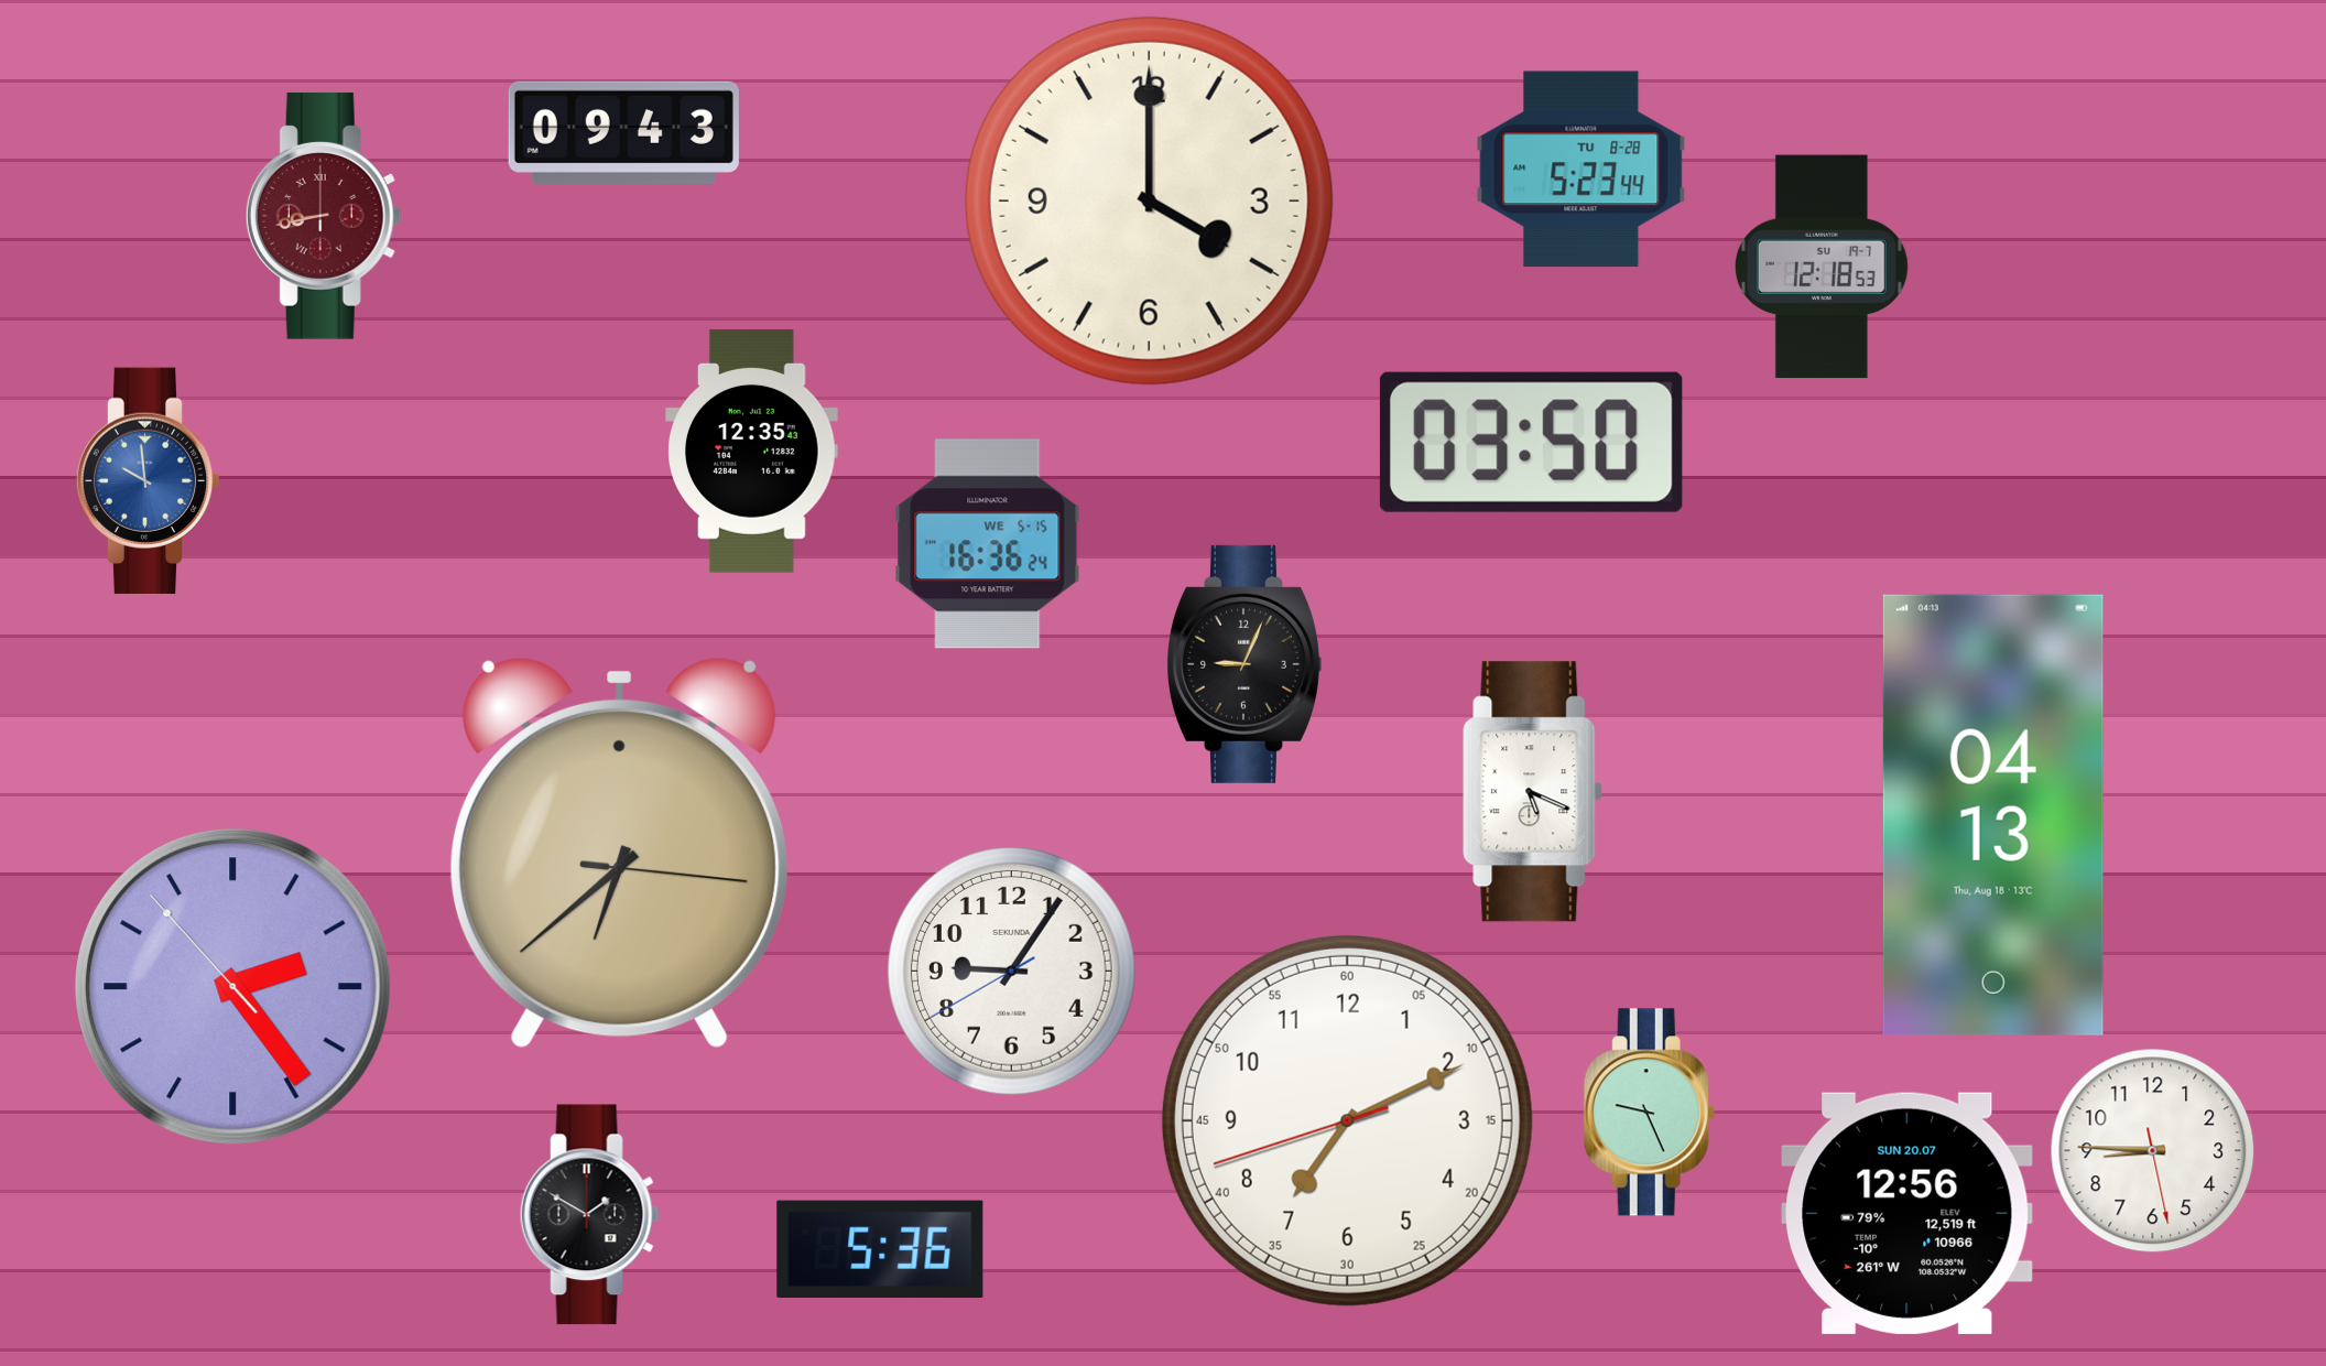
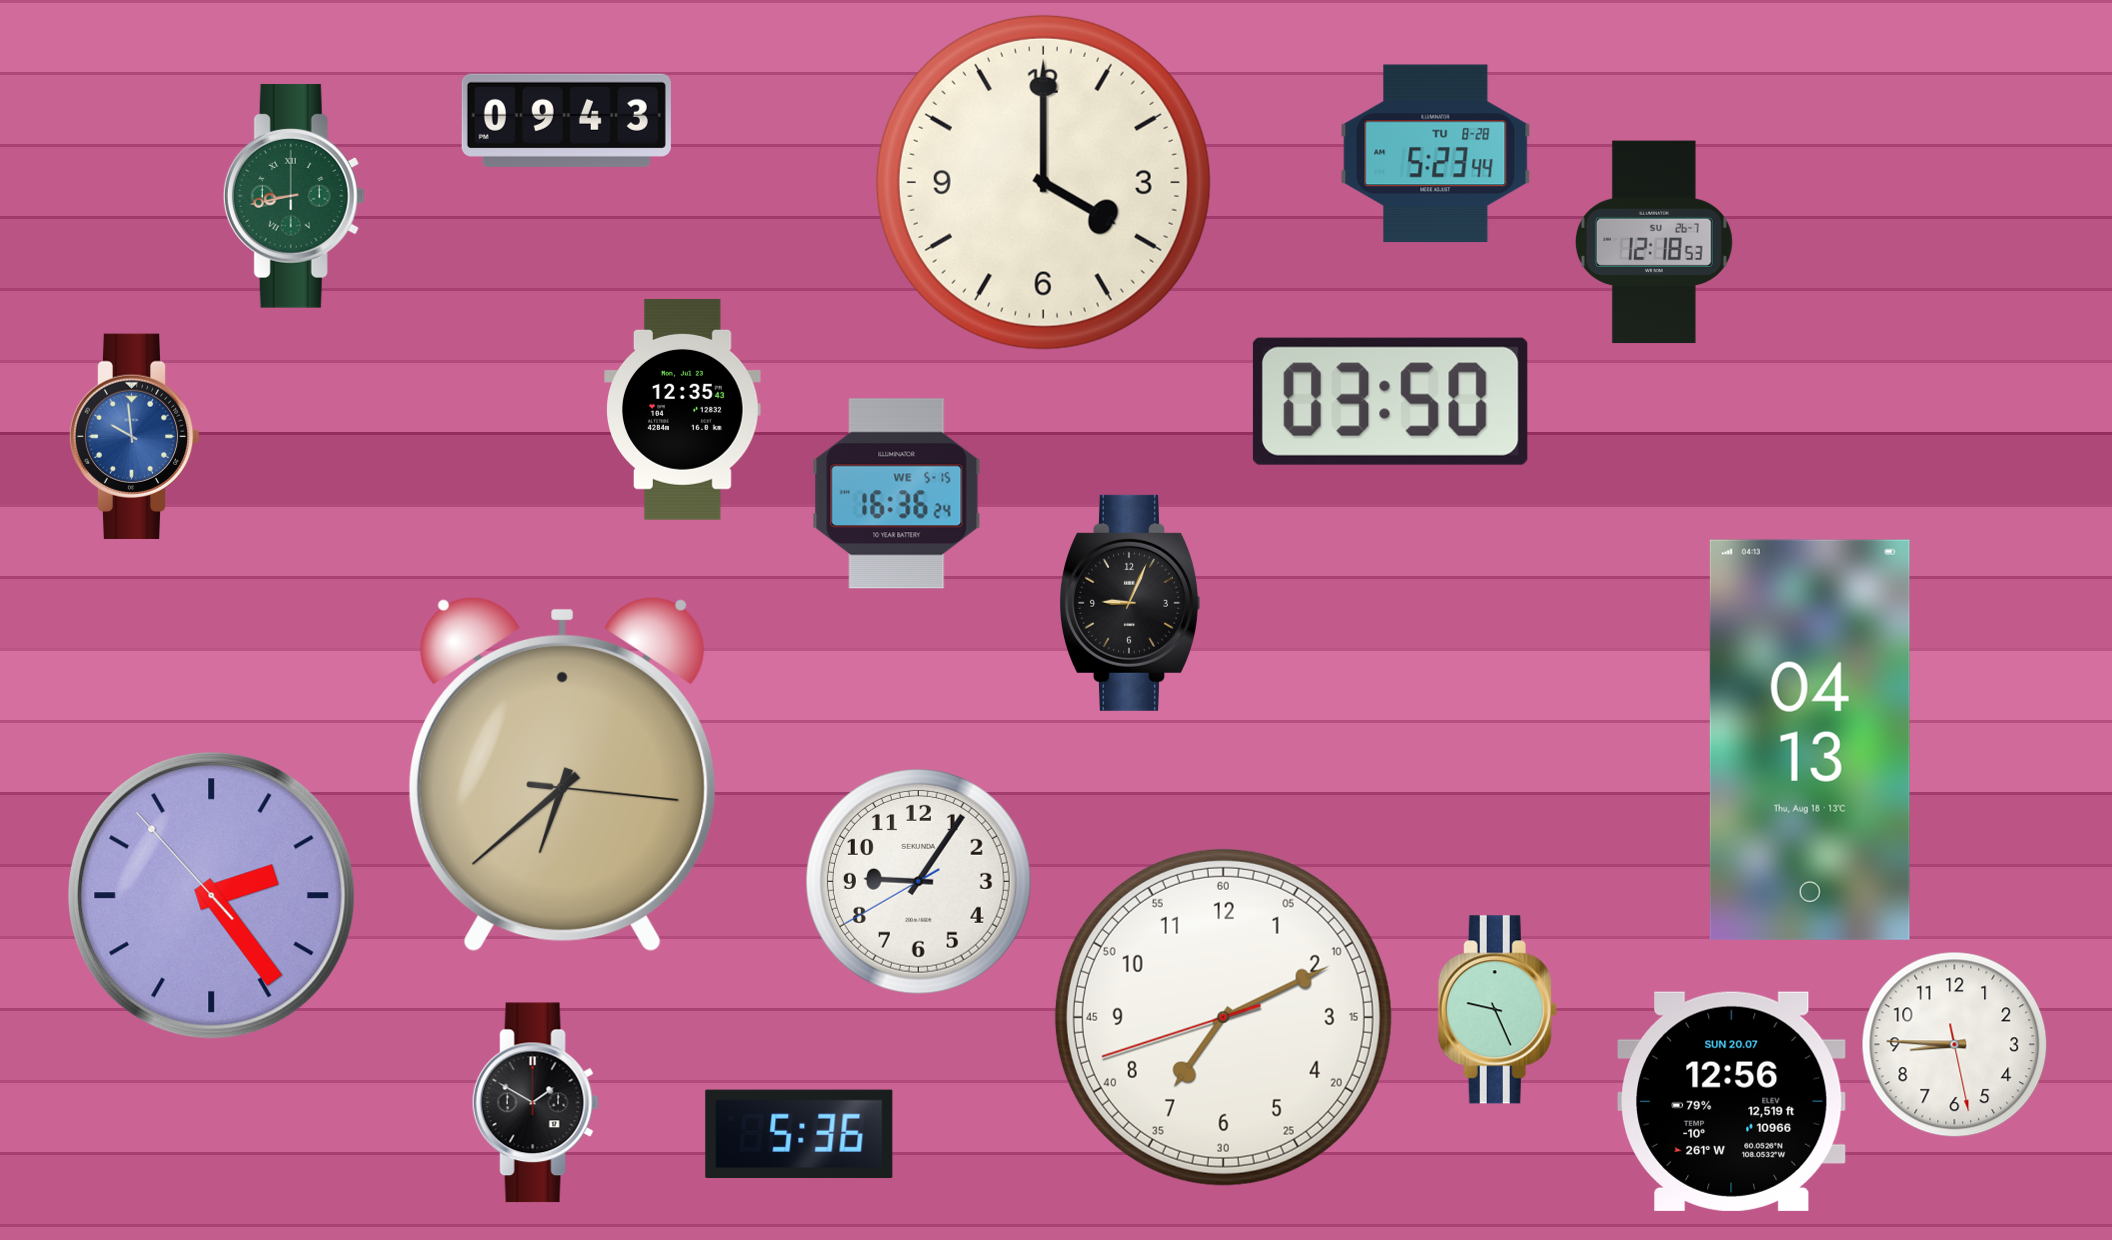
clock at (324, 216) dial: burgundy -> green
clock at (1822, 267) date: SU 19-7 -> SU 26-7
clock at (1533, 792): 5:19 -> none
